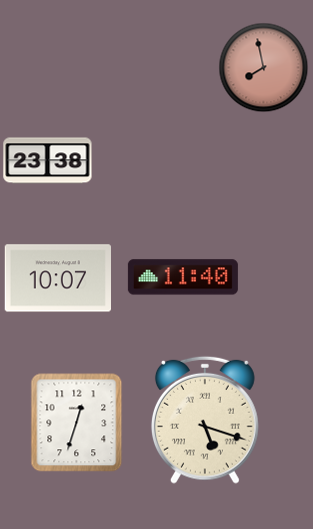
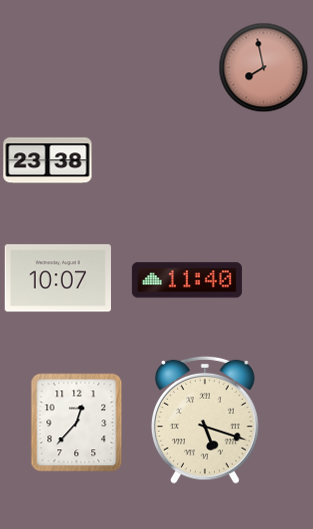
clock at (183, 277) position: (183, 277) -> (187, 280)
clock at (77, 423): 12:33 -> 12:37
